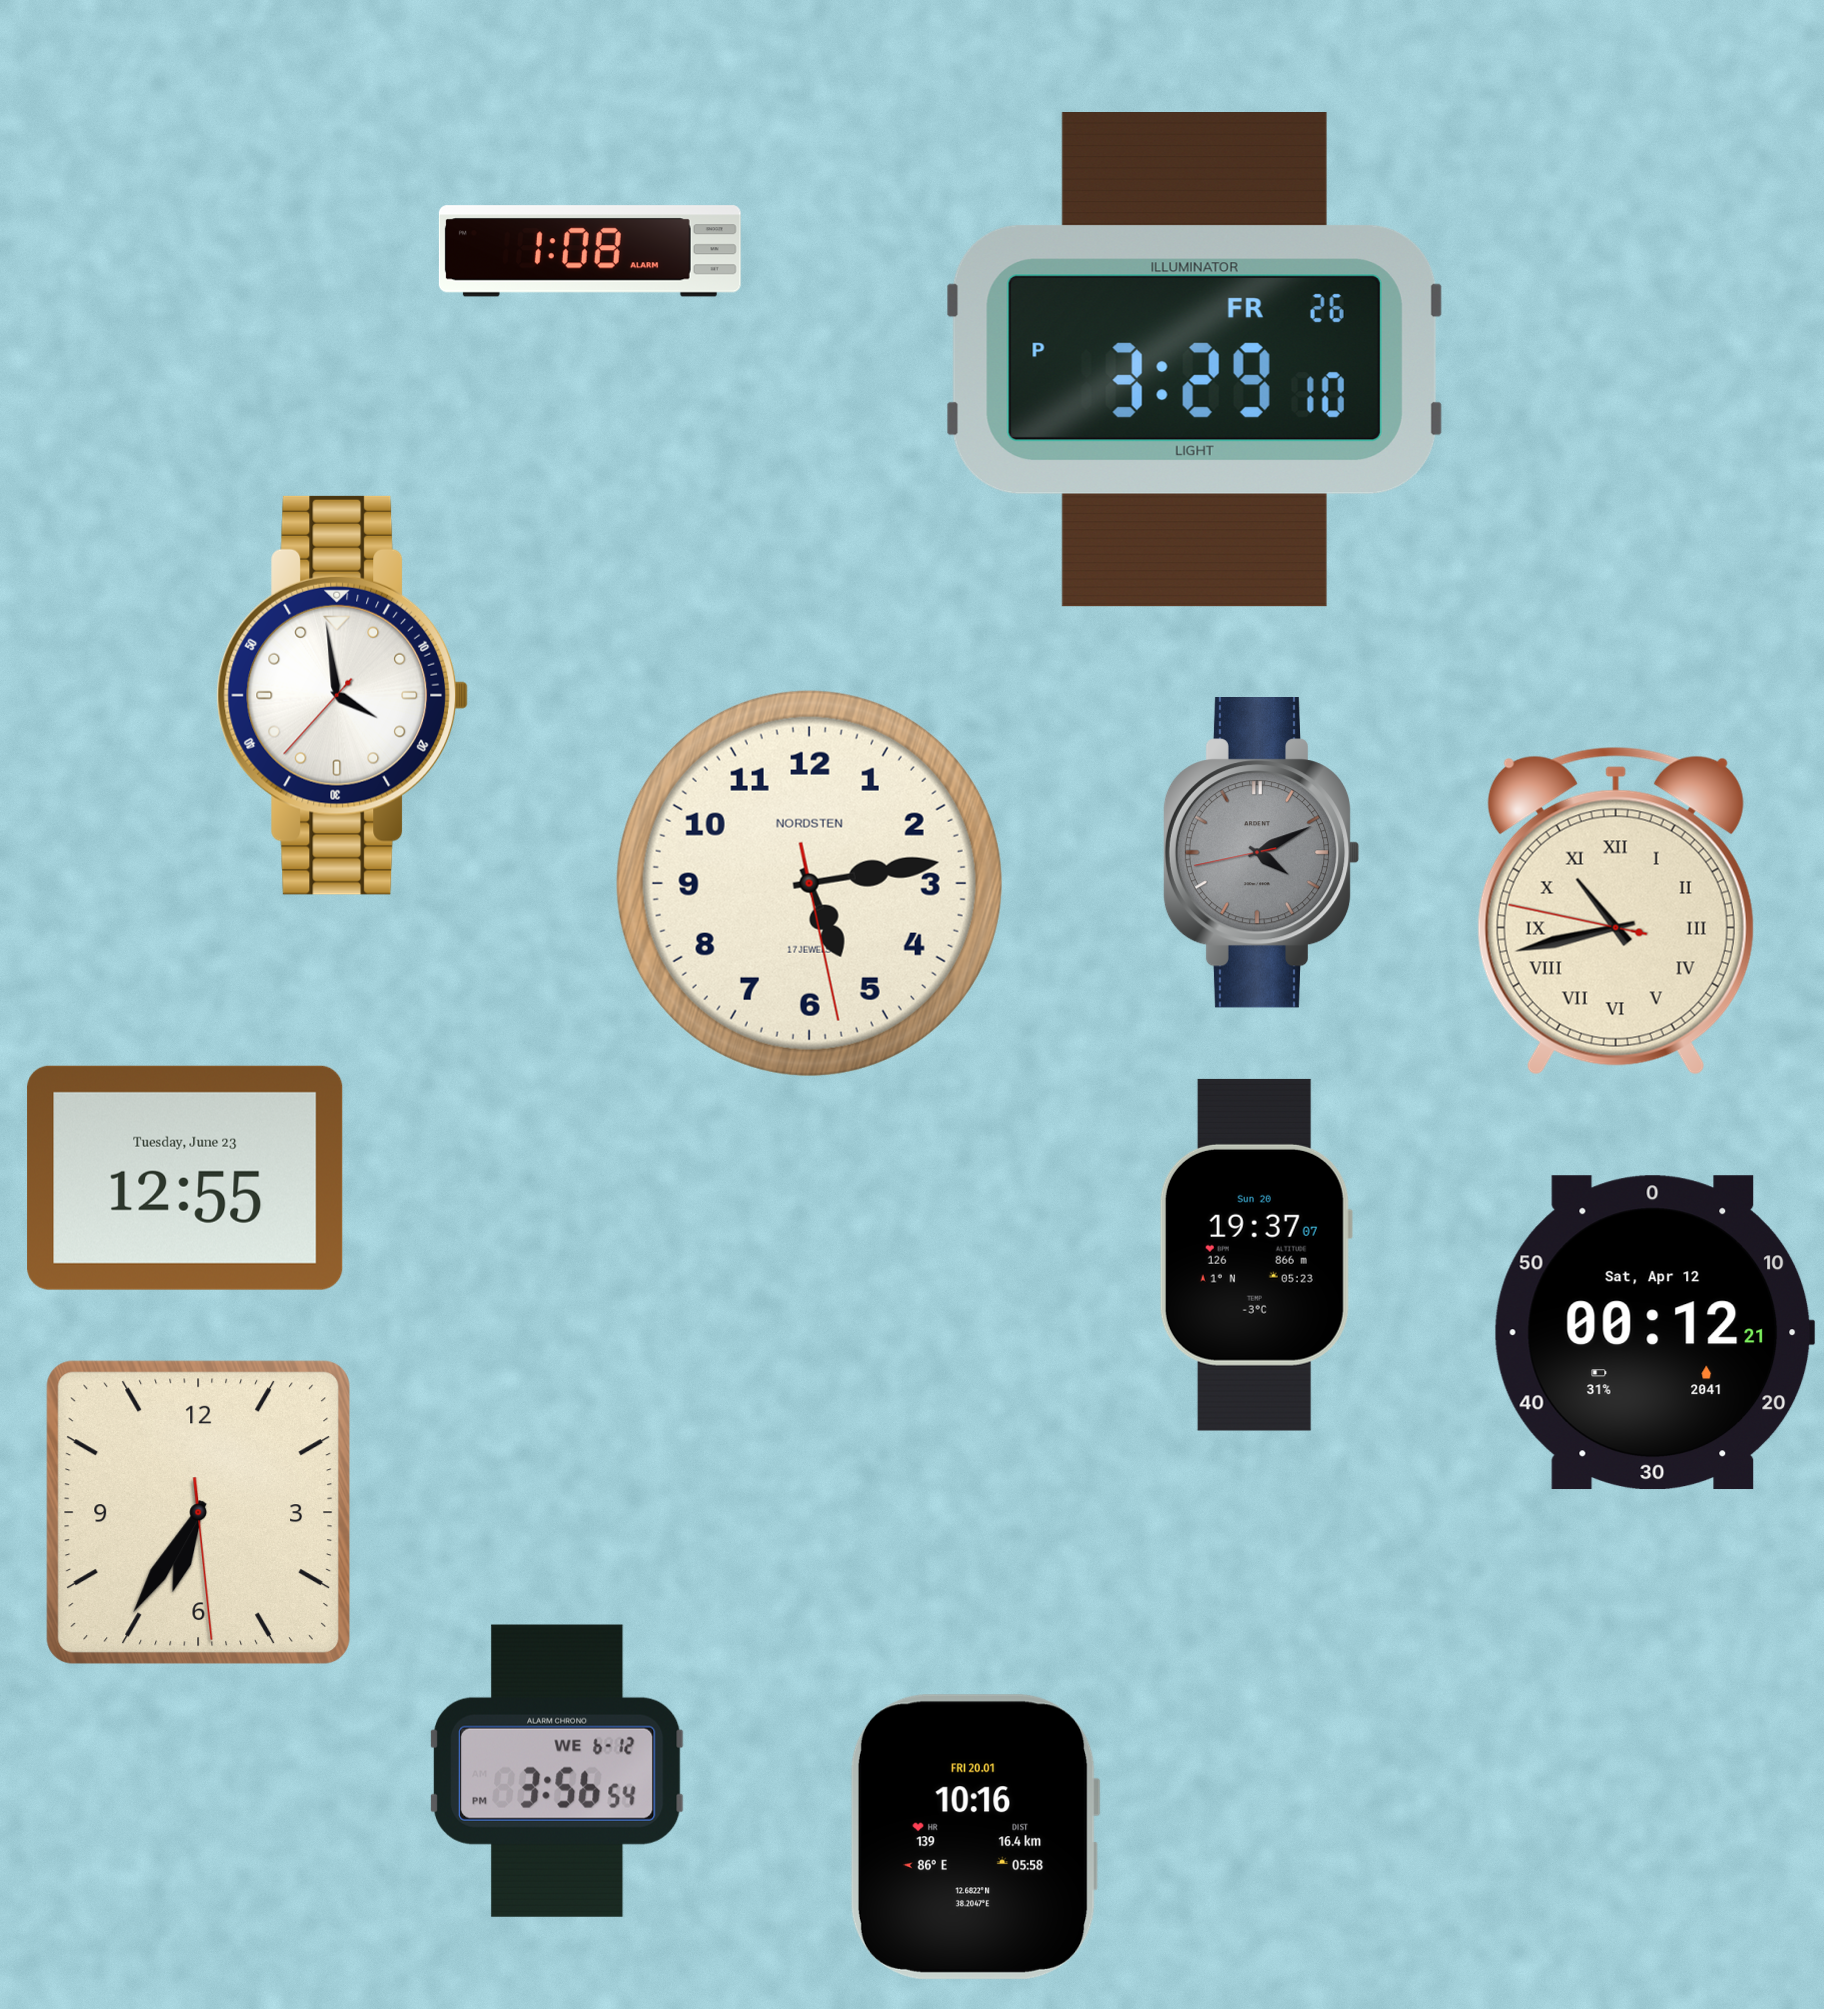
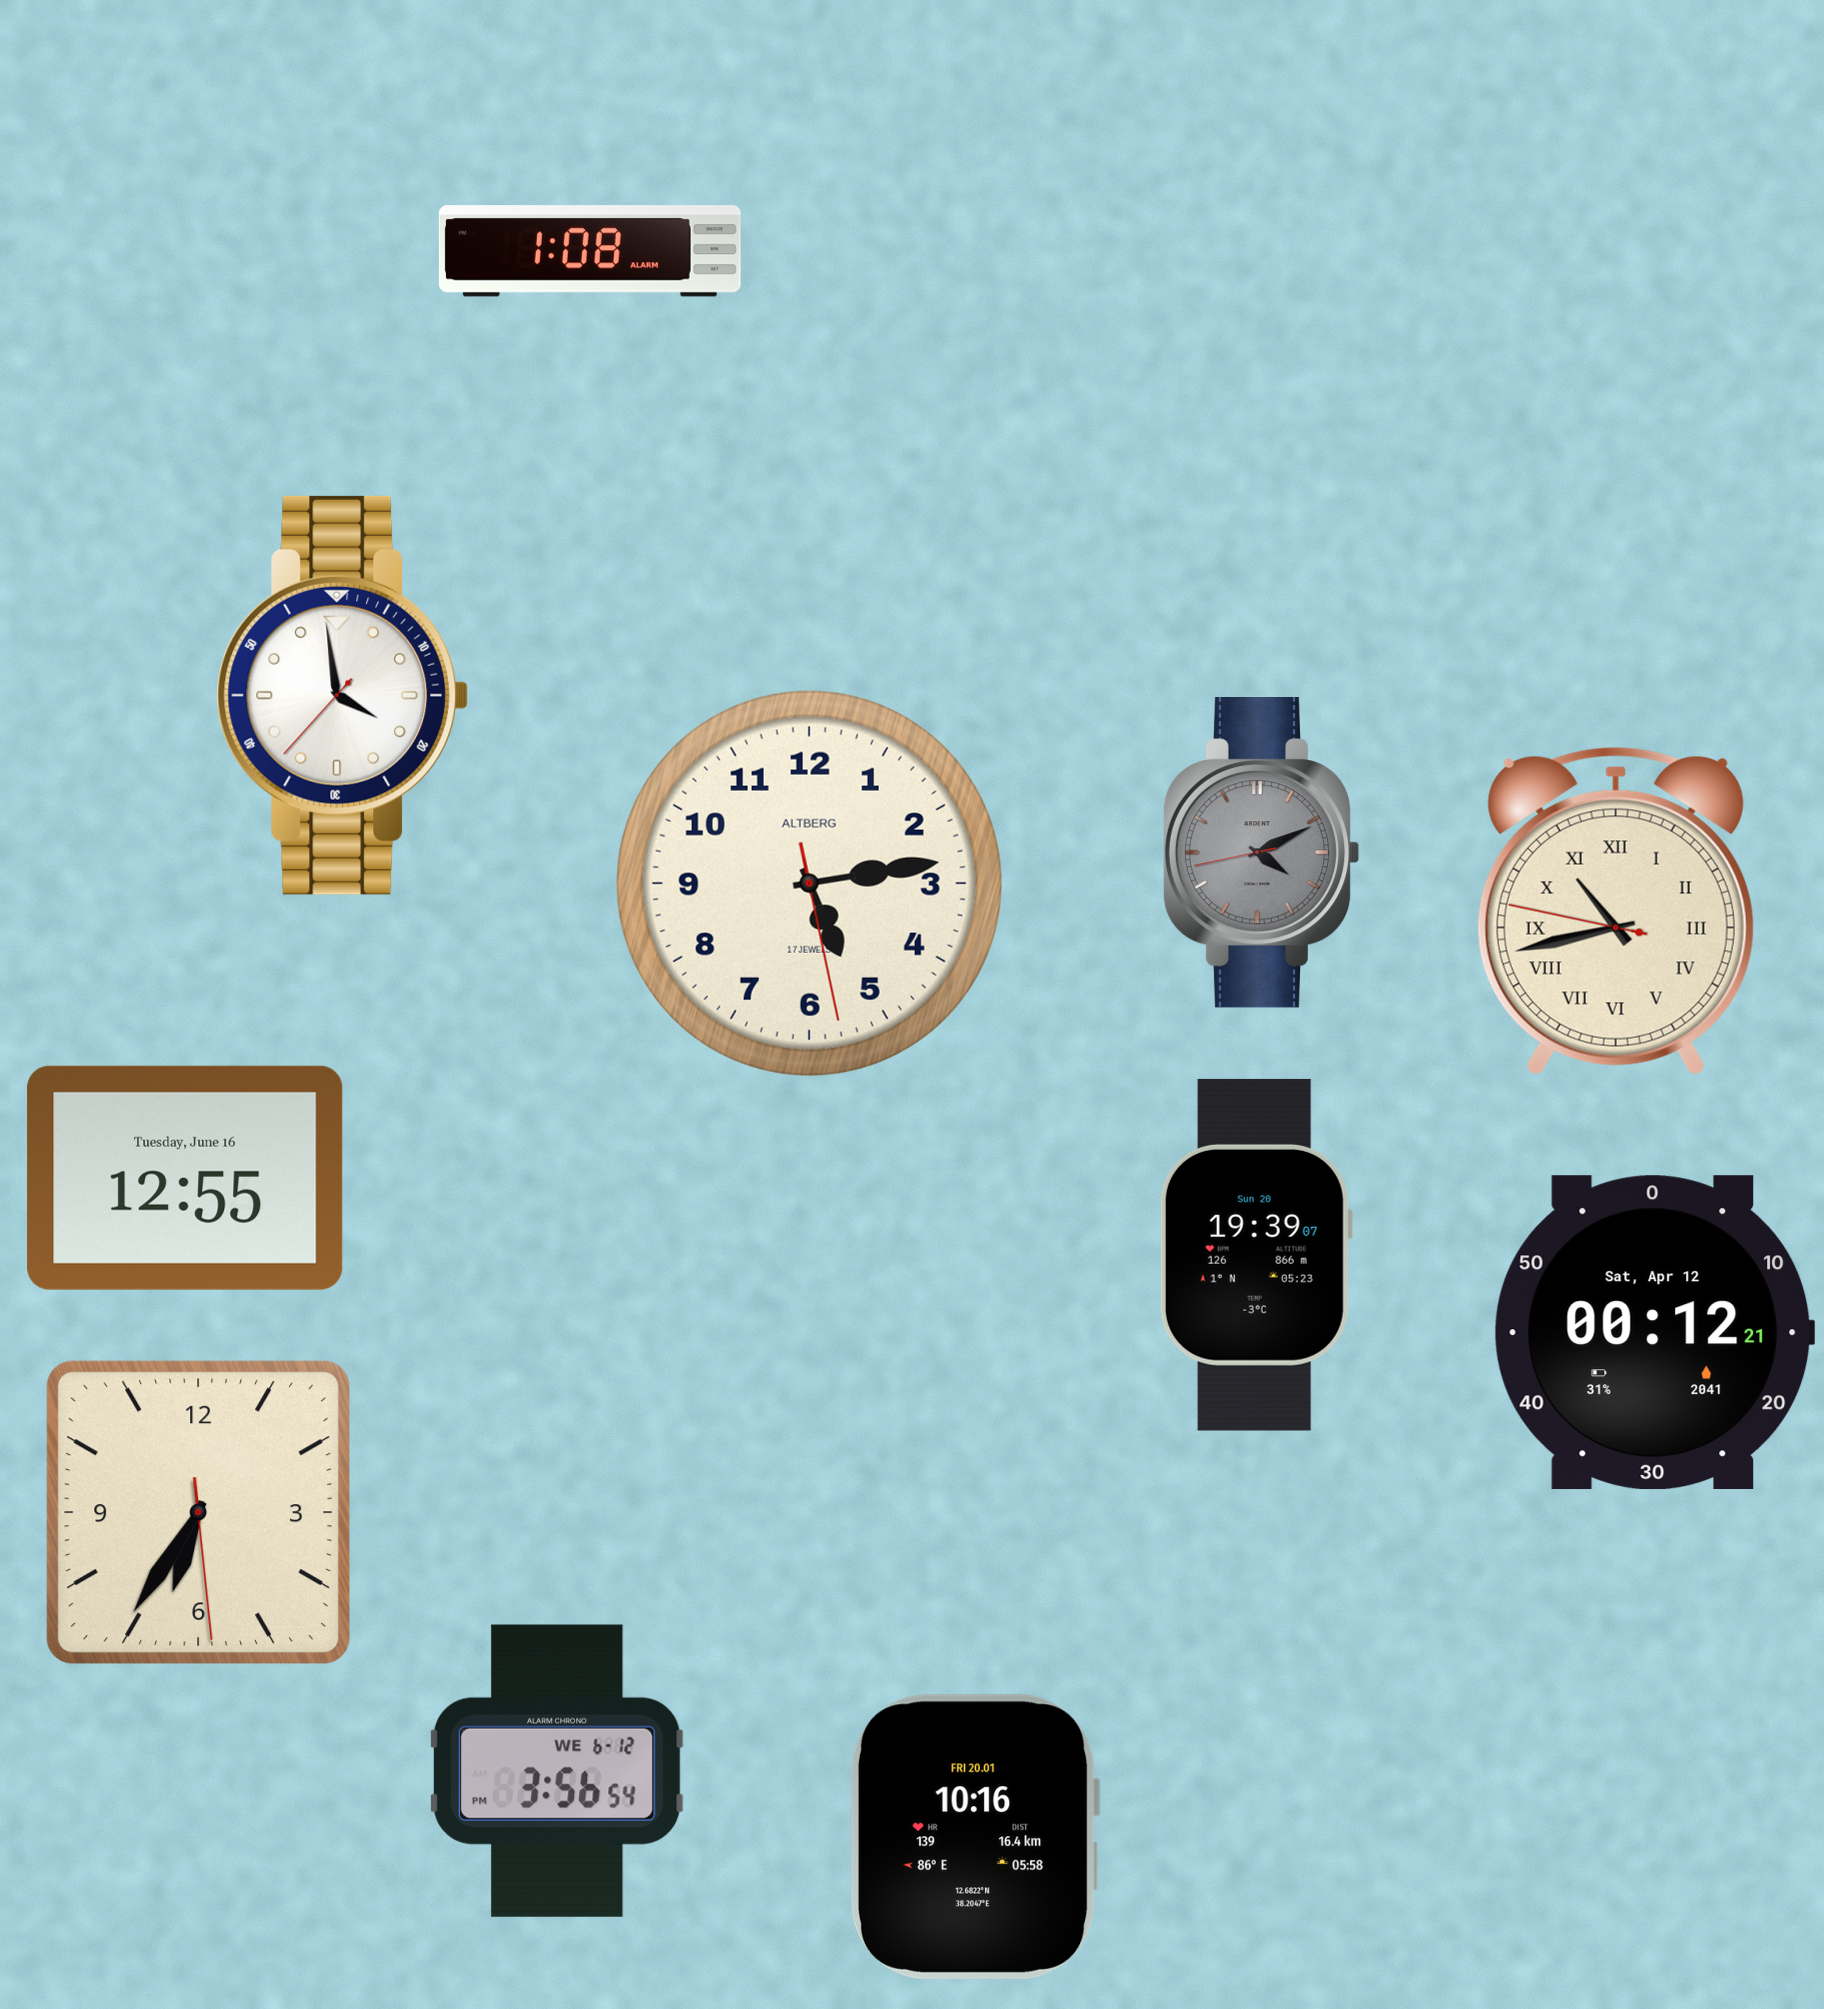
clock at (1194, 360): 3:29 -> none
clock at (809, 883) brand: NORDSTEN -> ALTBERG
clock at (185, 1178) date: Tuesday, June 23 -> Tuesday, June 16
clock at (1256, 1255): 19:37 -> 19:39
